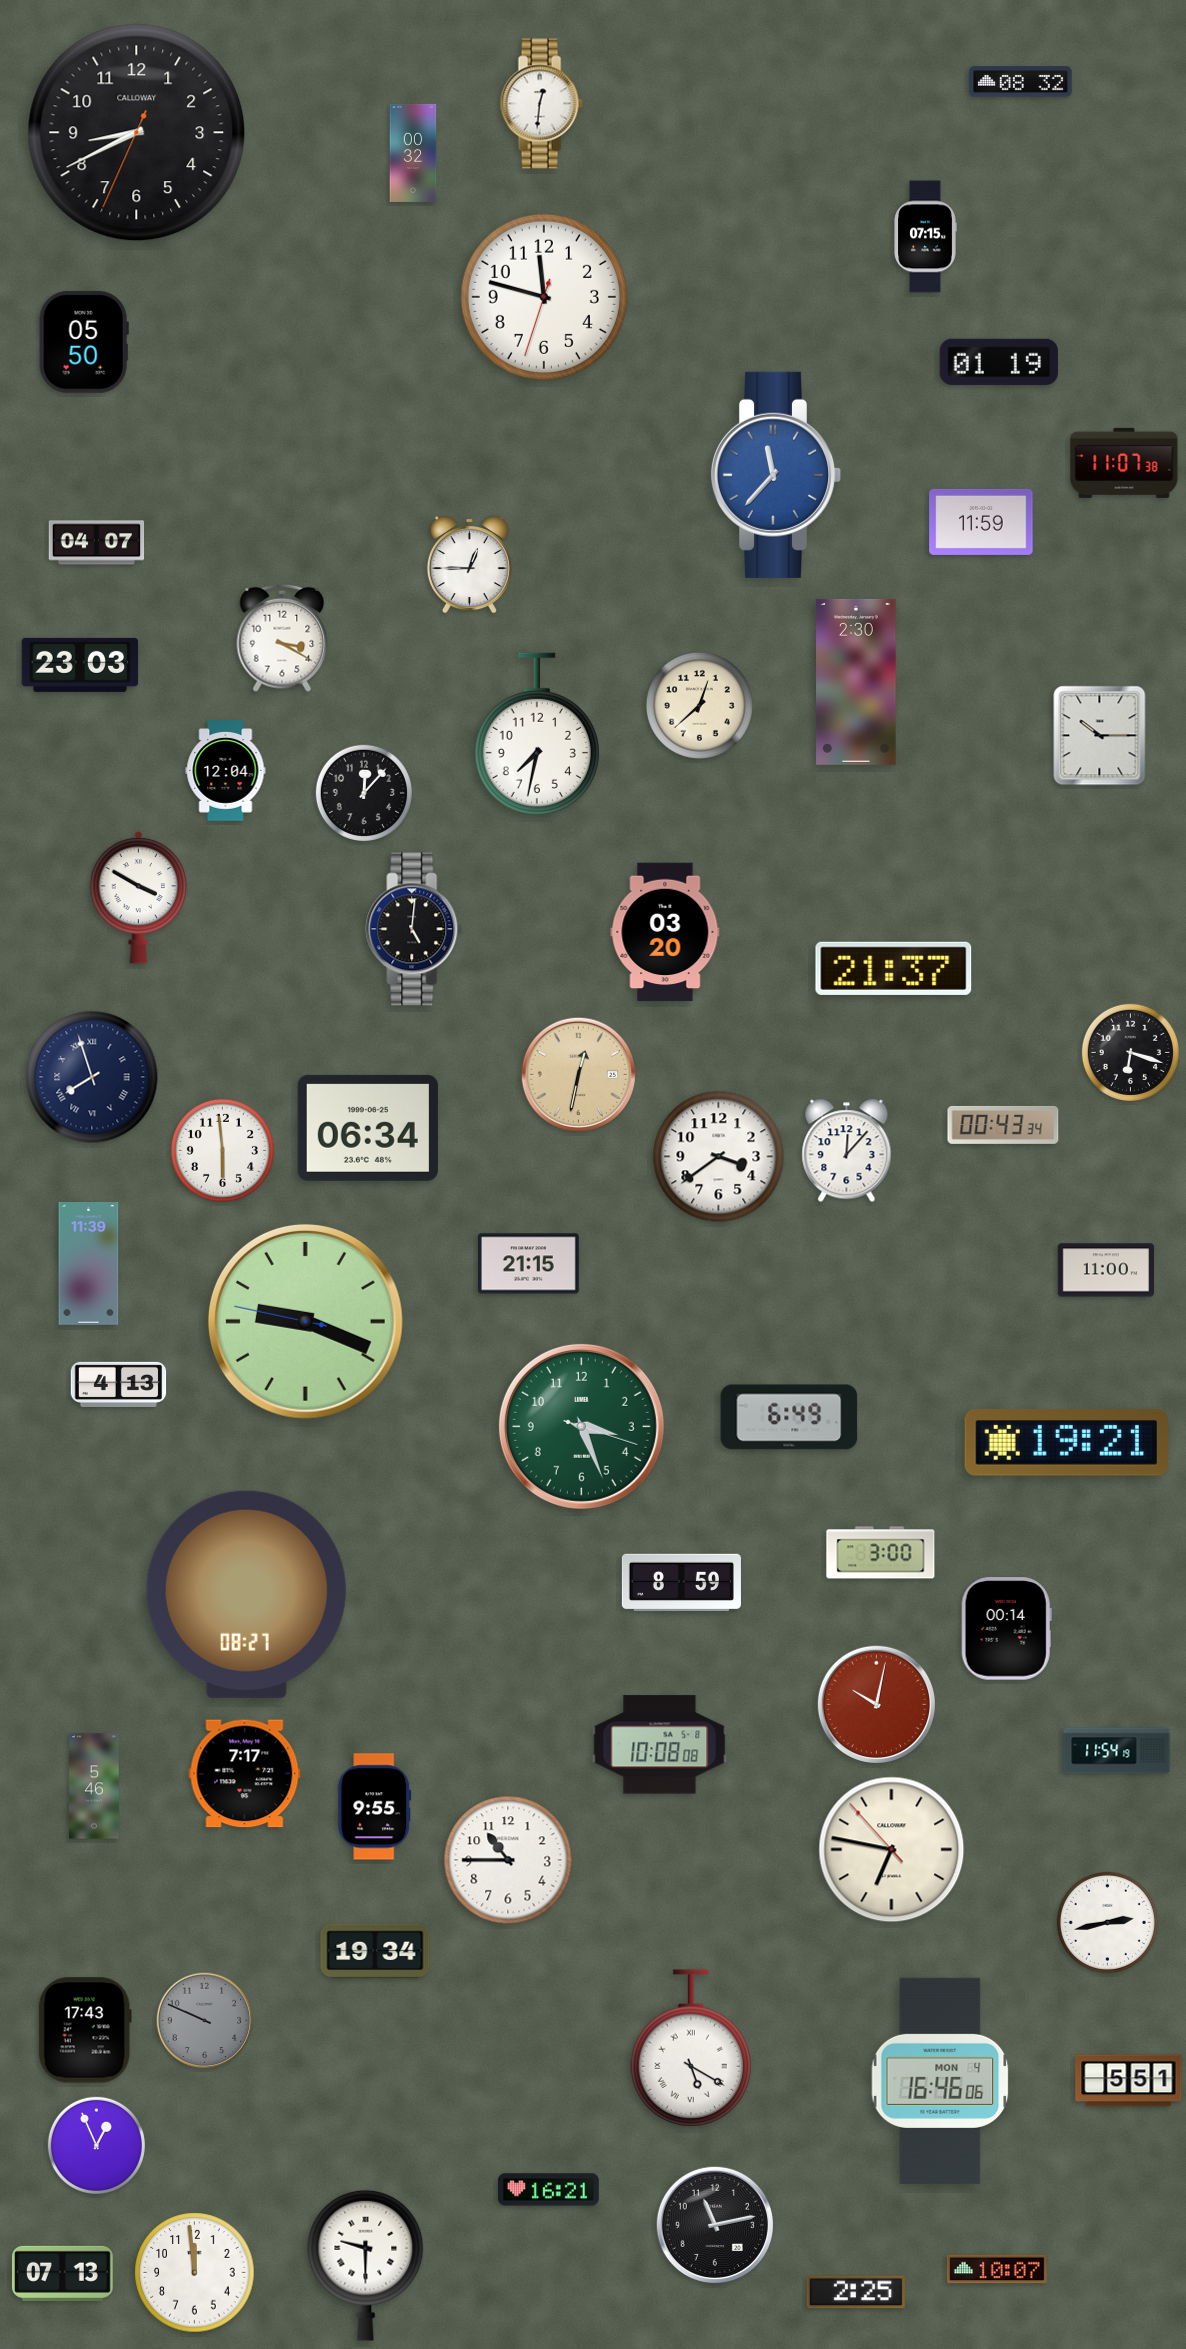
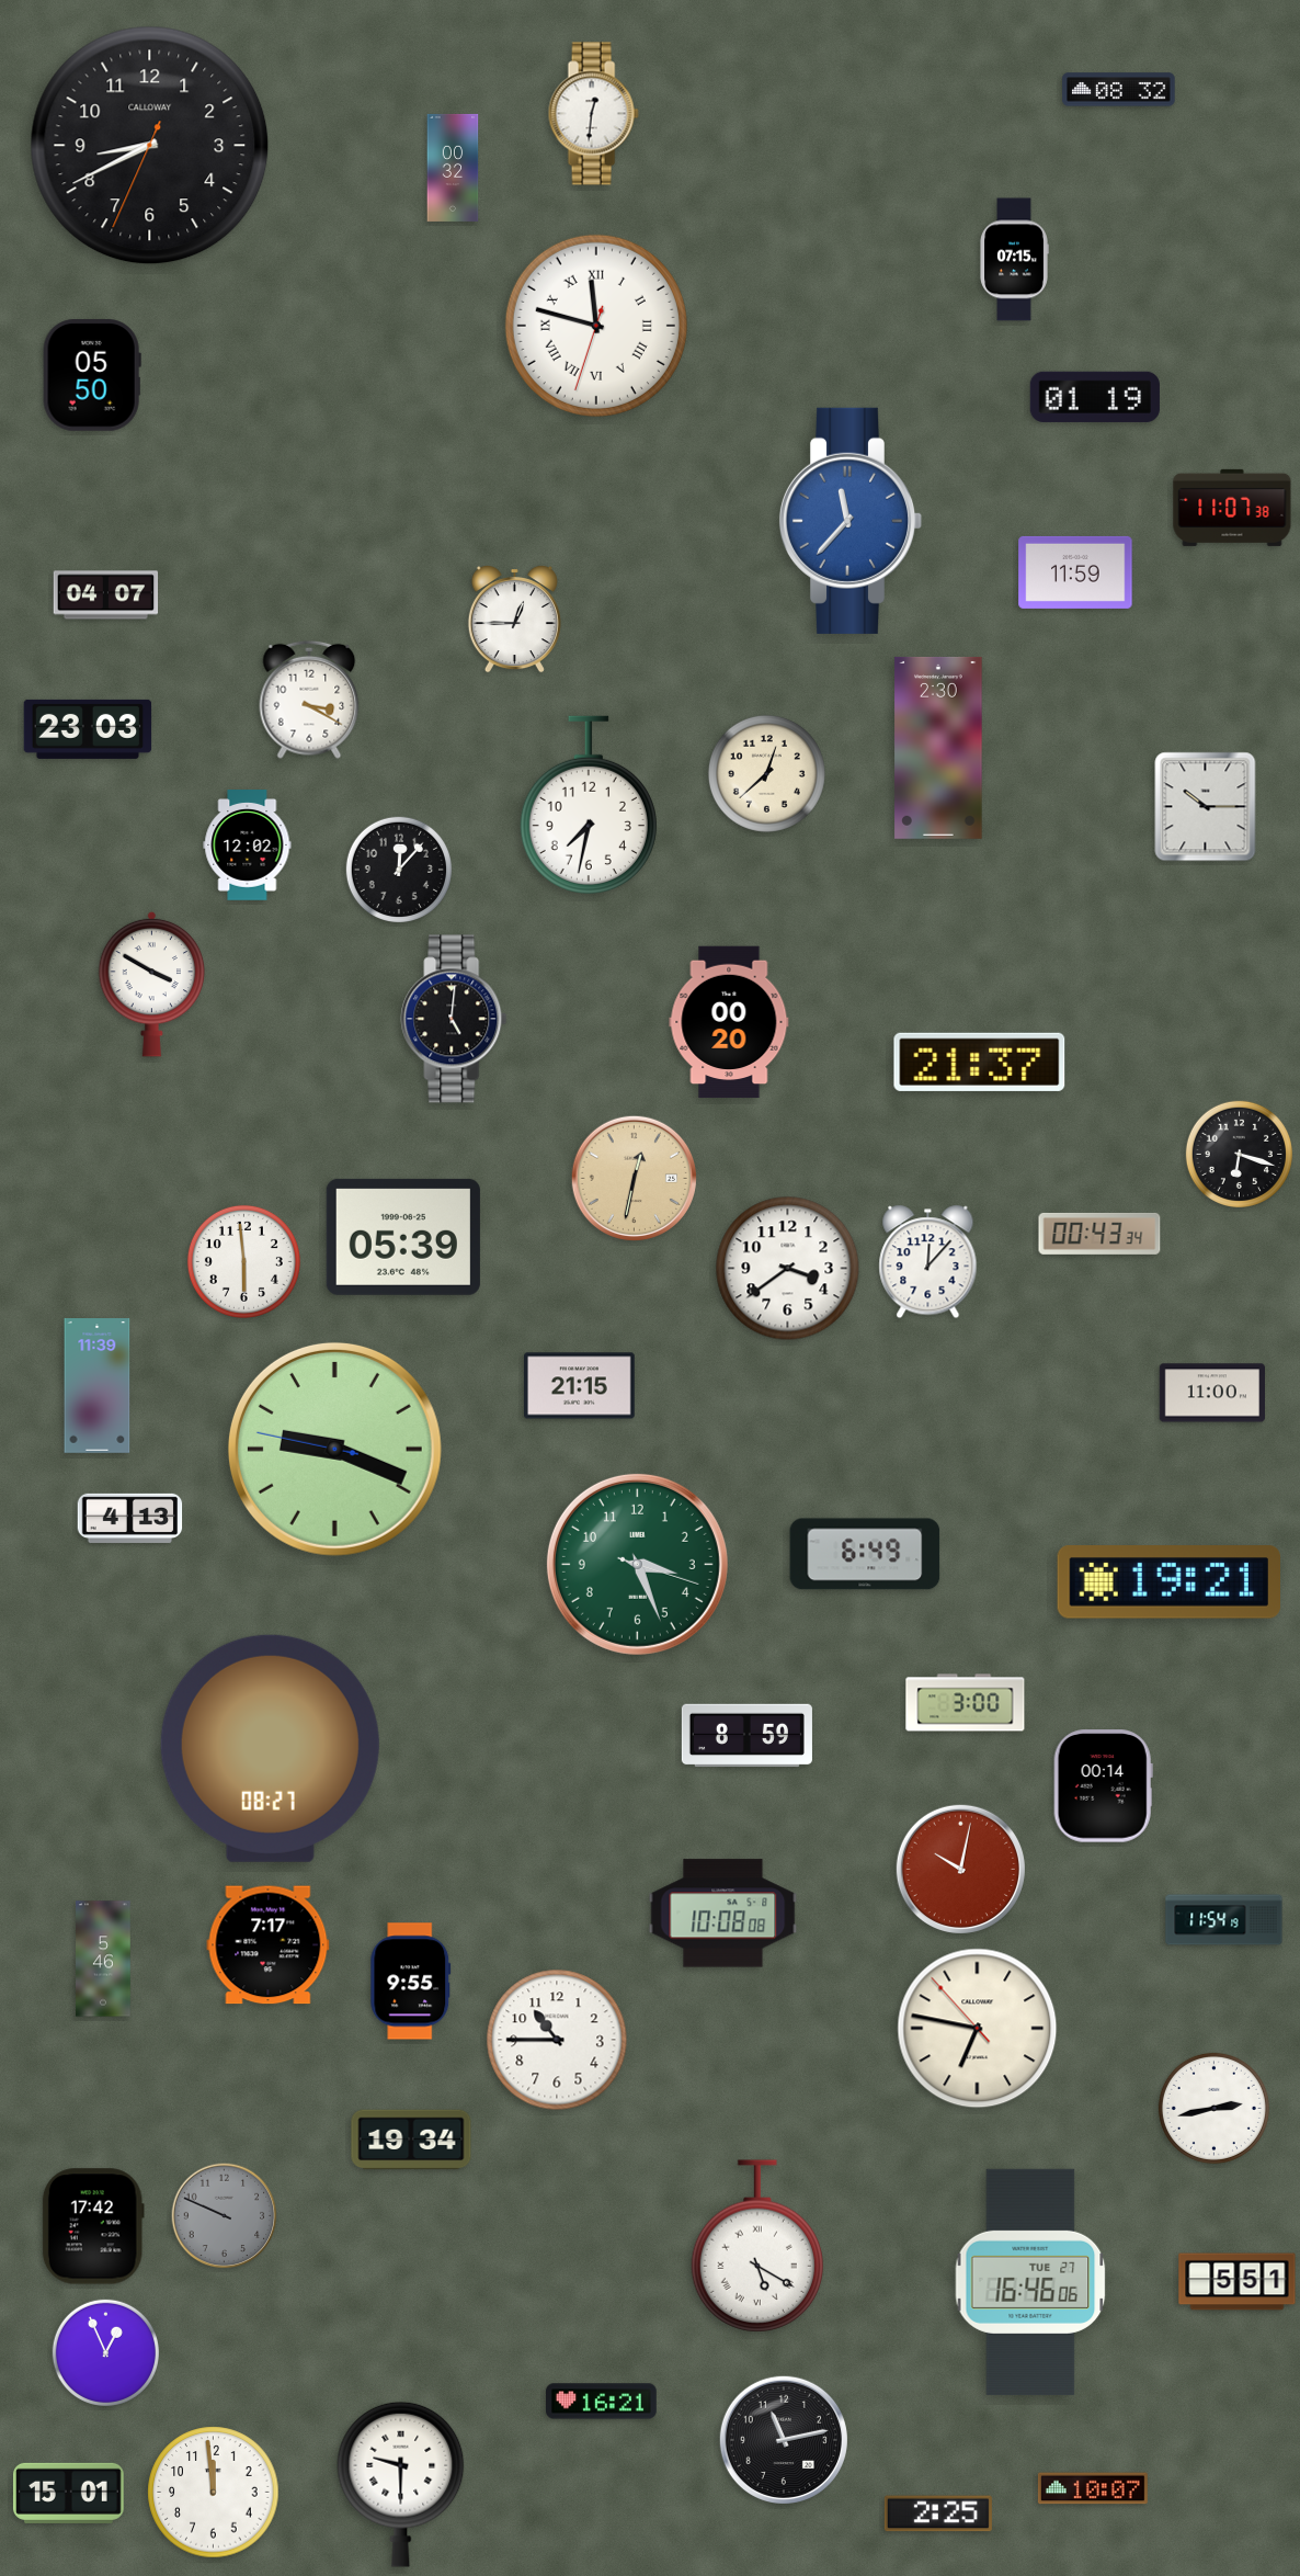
clock at (544, 297) numerals: Arabic -> Roman
clock at (226, 771): 12:04 -> 12:02
clock at (665, 932): 03:20 -> 00:20
clock at (92, 1077): 7:57 -> none
clock at (368, 1128): 06:34 -> 05:39
clock at (85, 2030): 17:43 -> 17:42
clock at (940, 2081) date: MON 4 -> TUE 27
clock at (63, 2273): 07:13 -> 15:01
